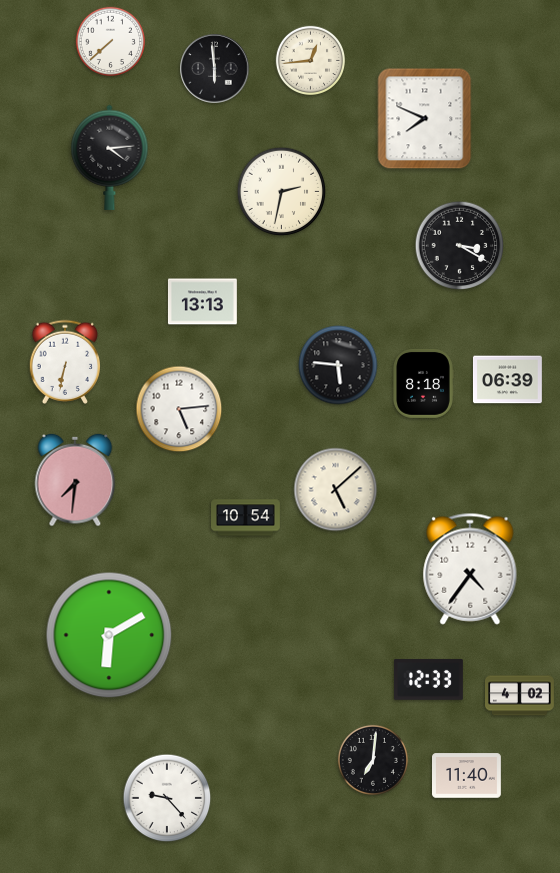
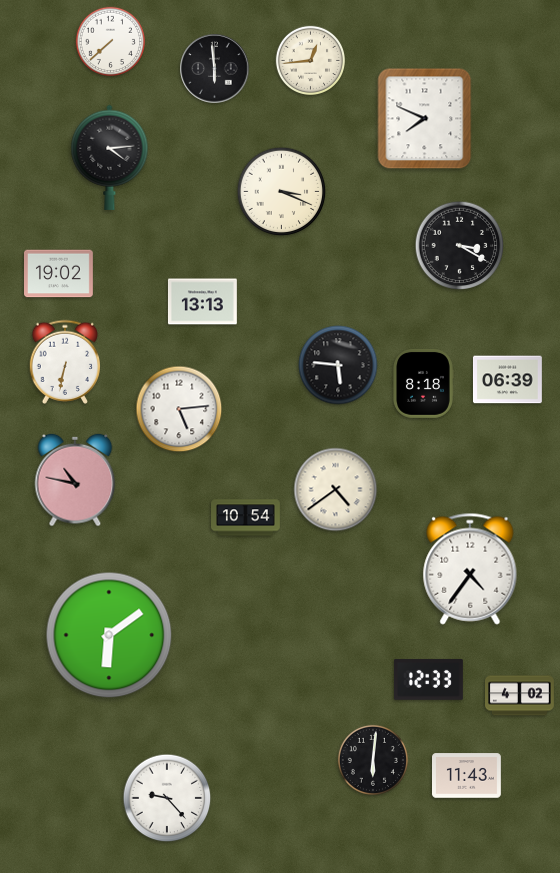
clock at (282, 192): 2:32 -> 3:19
clock at (59, 274): none -> 19:02
clock at (75, 480): 7:31 -> 10:47
clock at (336, 490): 5:08 -> 4:39
clock at (109, 635): 6:10 -> 6:09
clock at (373, 760): 7:01 -> 6:01
clock at (467, 776): 11:40 -> 11:43
